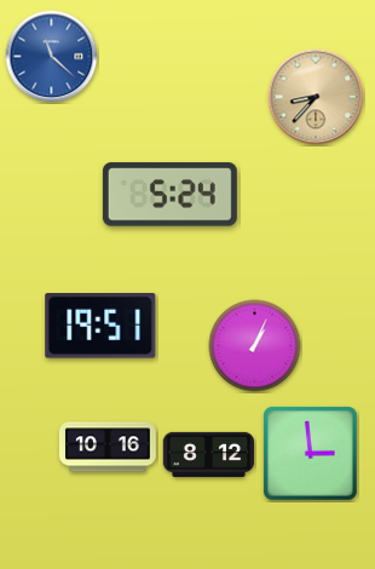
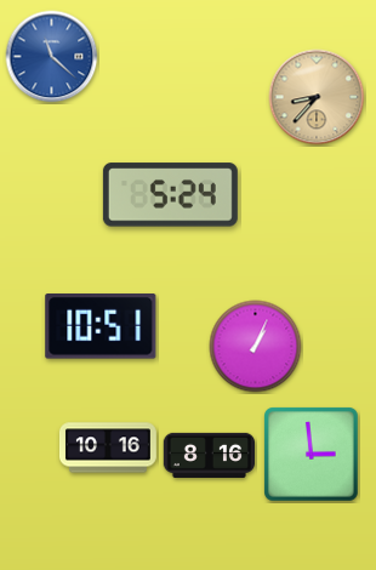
clock at (100, 327): 19:51 -> 10:51
clock at (209, 454): 8:12 -> 8:16
